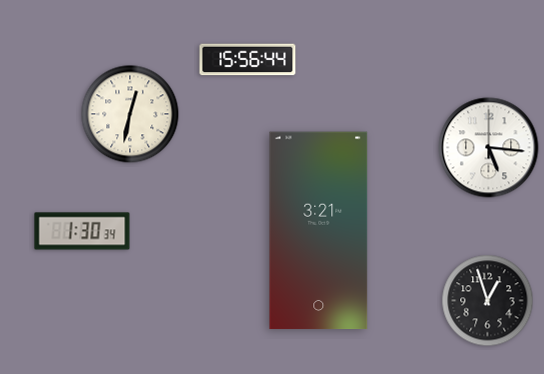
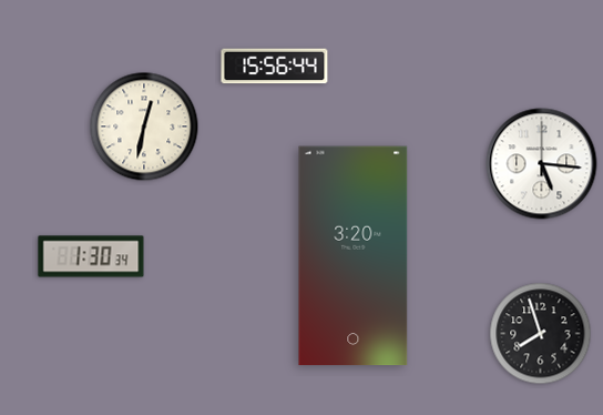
clock at (319, 231): 3:21 -> 3:20
clock at (488, 301): 12:57 -> 7:57
